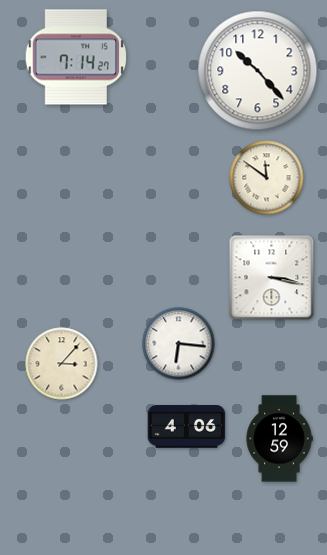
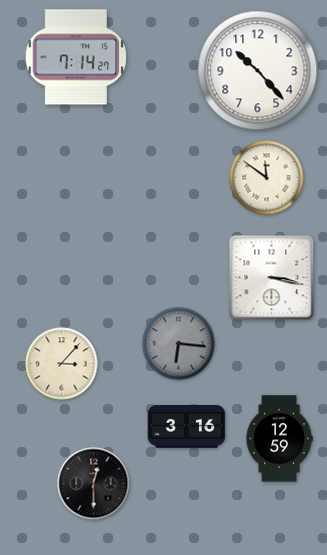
clock at (179, 344) dial: white -> grey
clock at (187, 427): 4:06 -> 3:16
clock at (94, 484): none -> 12:30
